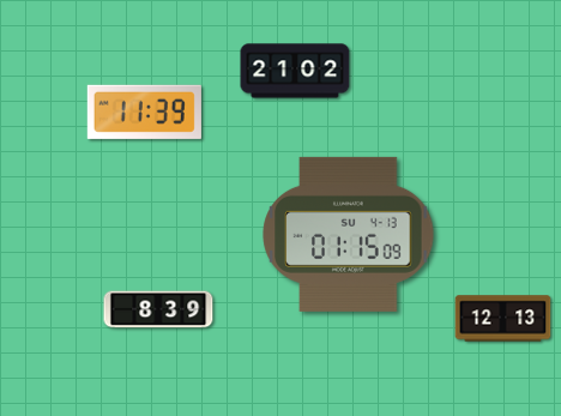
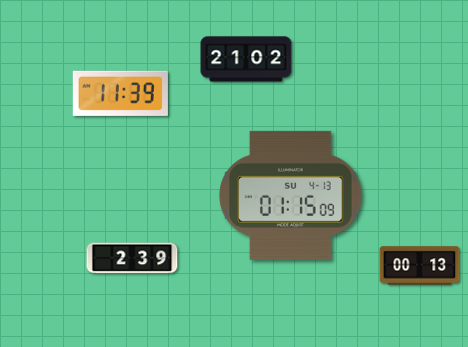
clock at (158, 309): 8:39 -> 2:39
clock at (503, 319): 12:13 -> 00:13
